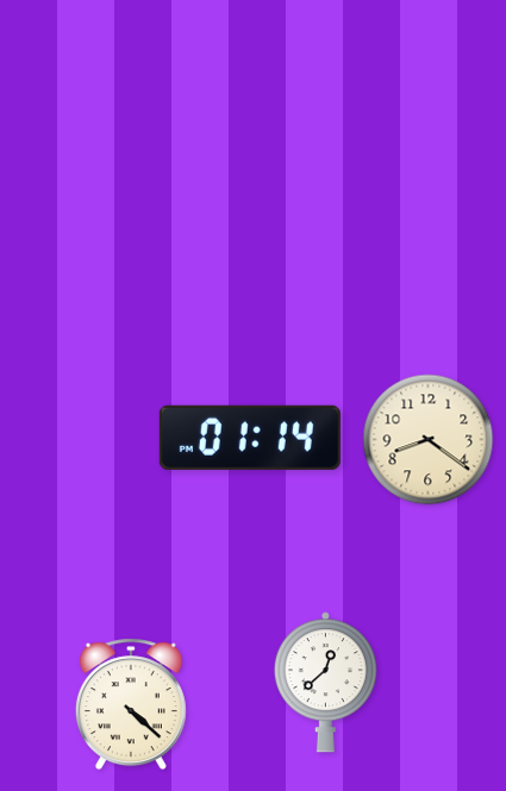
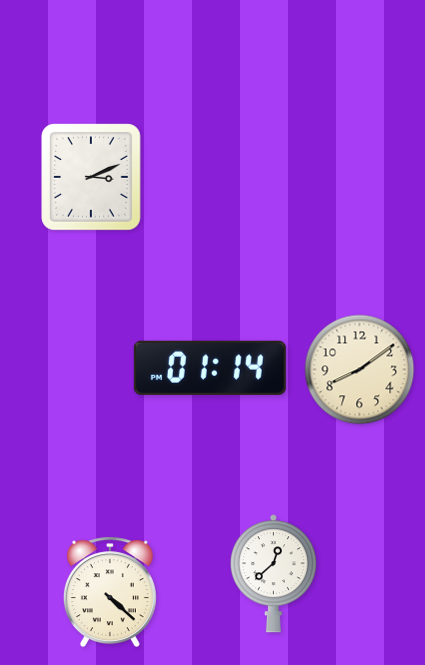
clock at (91, 177): none -> 3:11
clock at (429, 440): 8:21 -> 8:09
